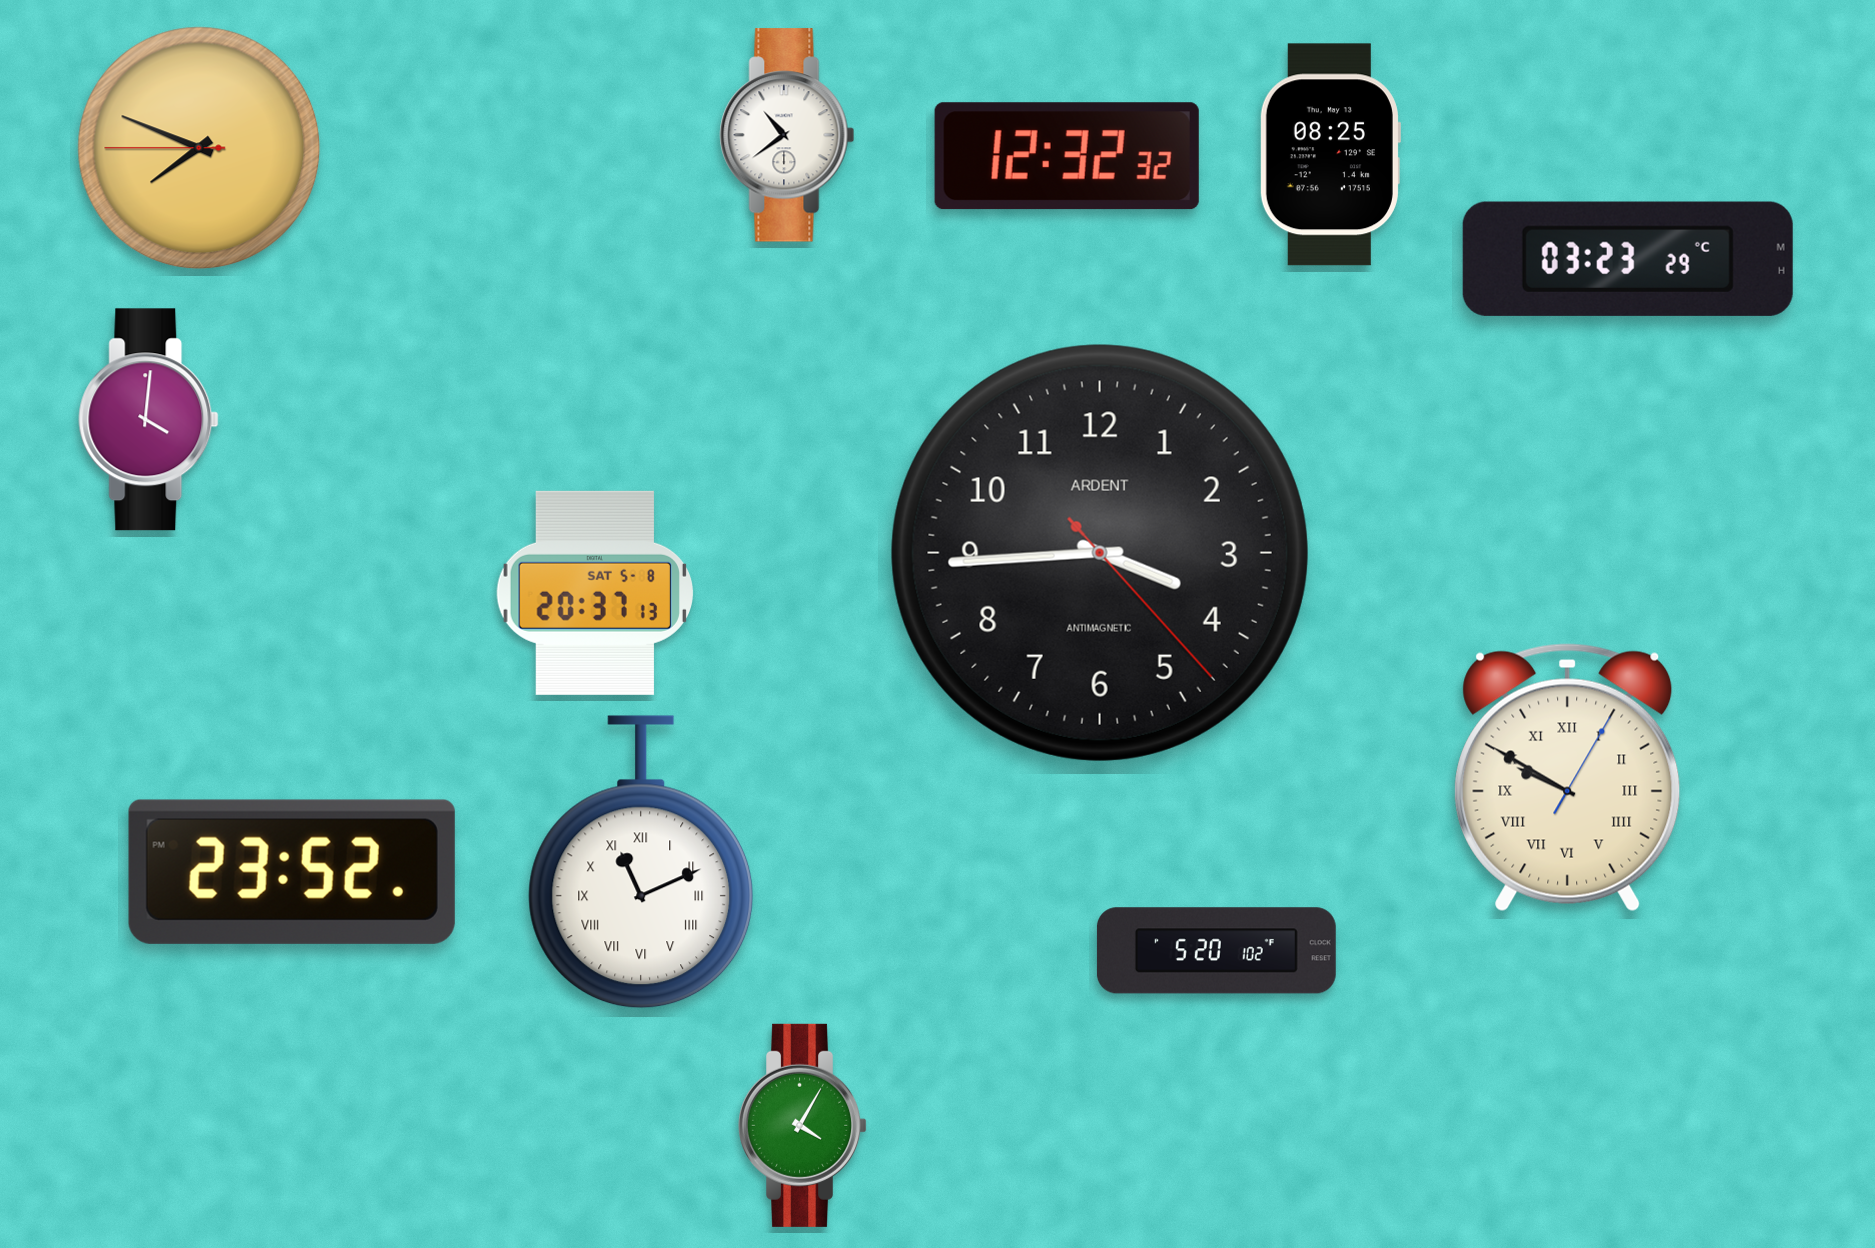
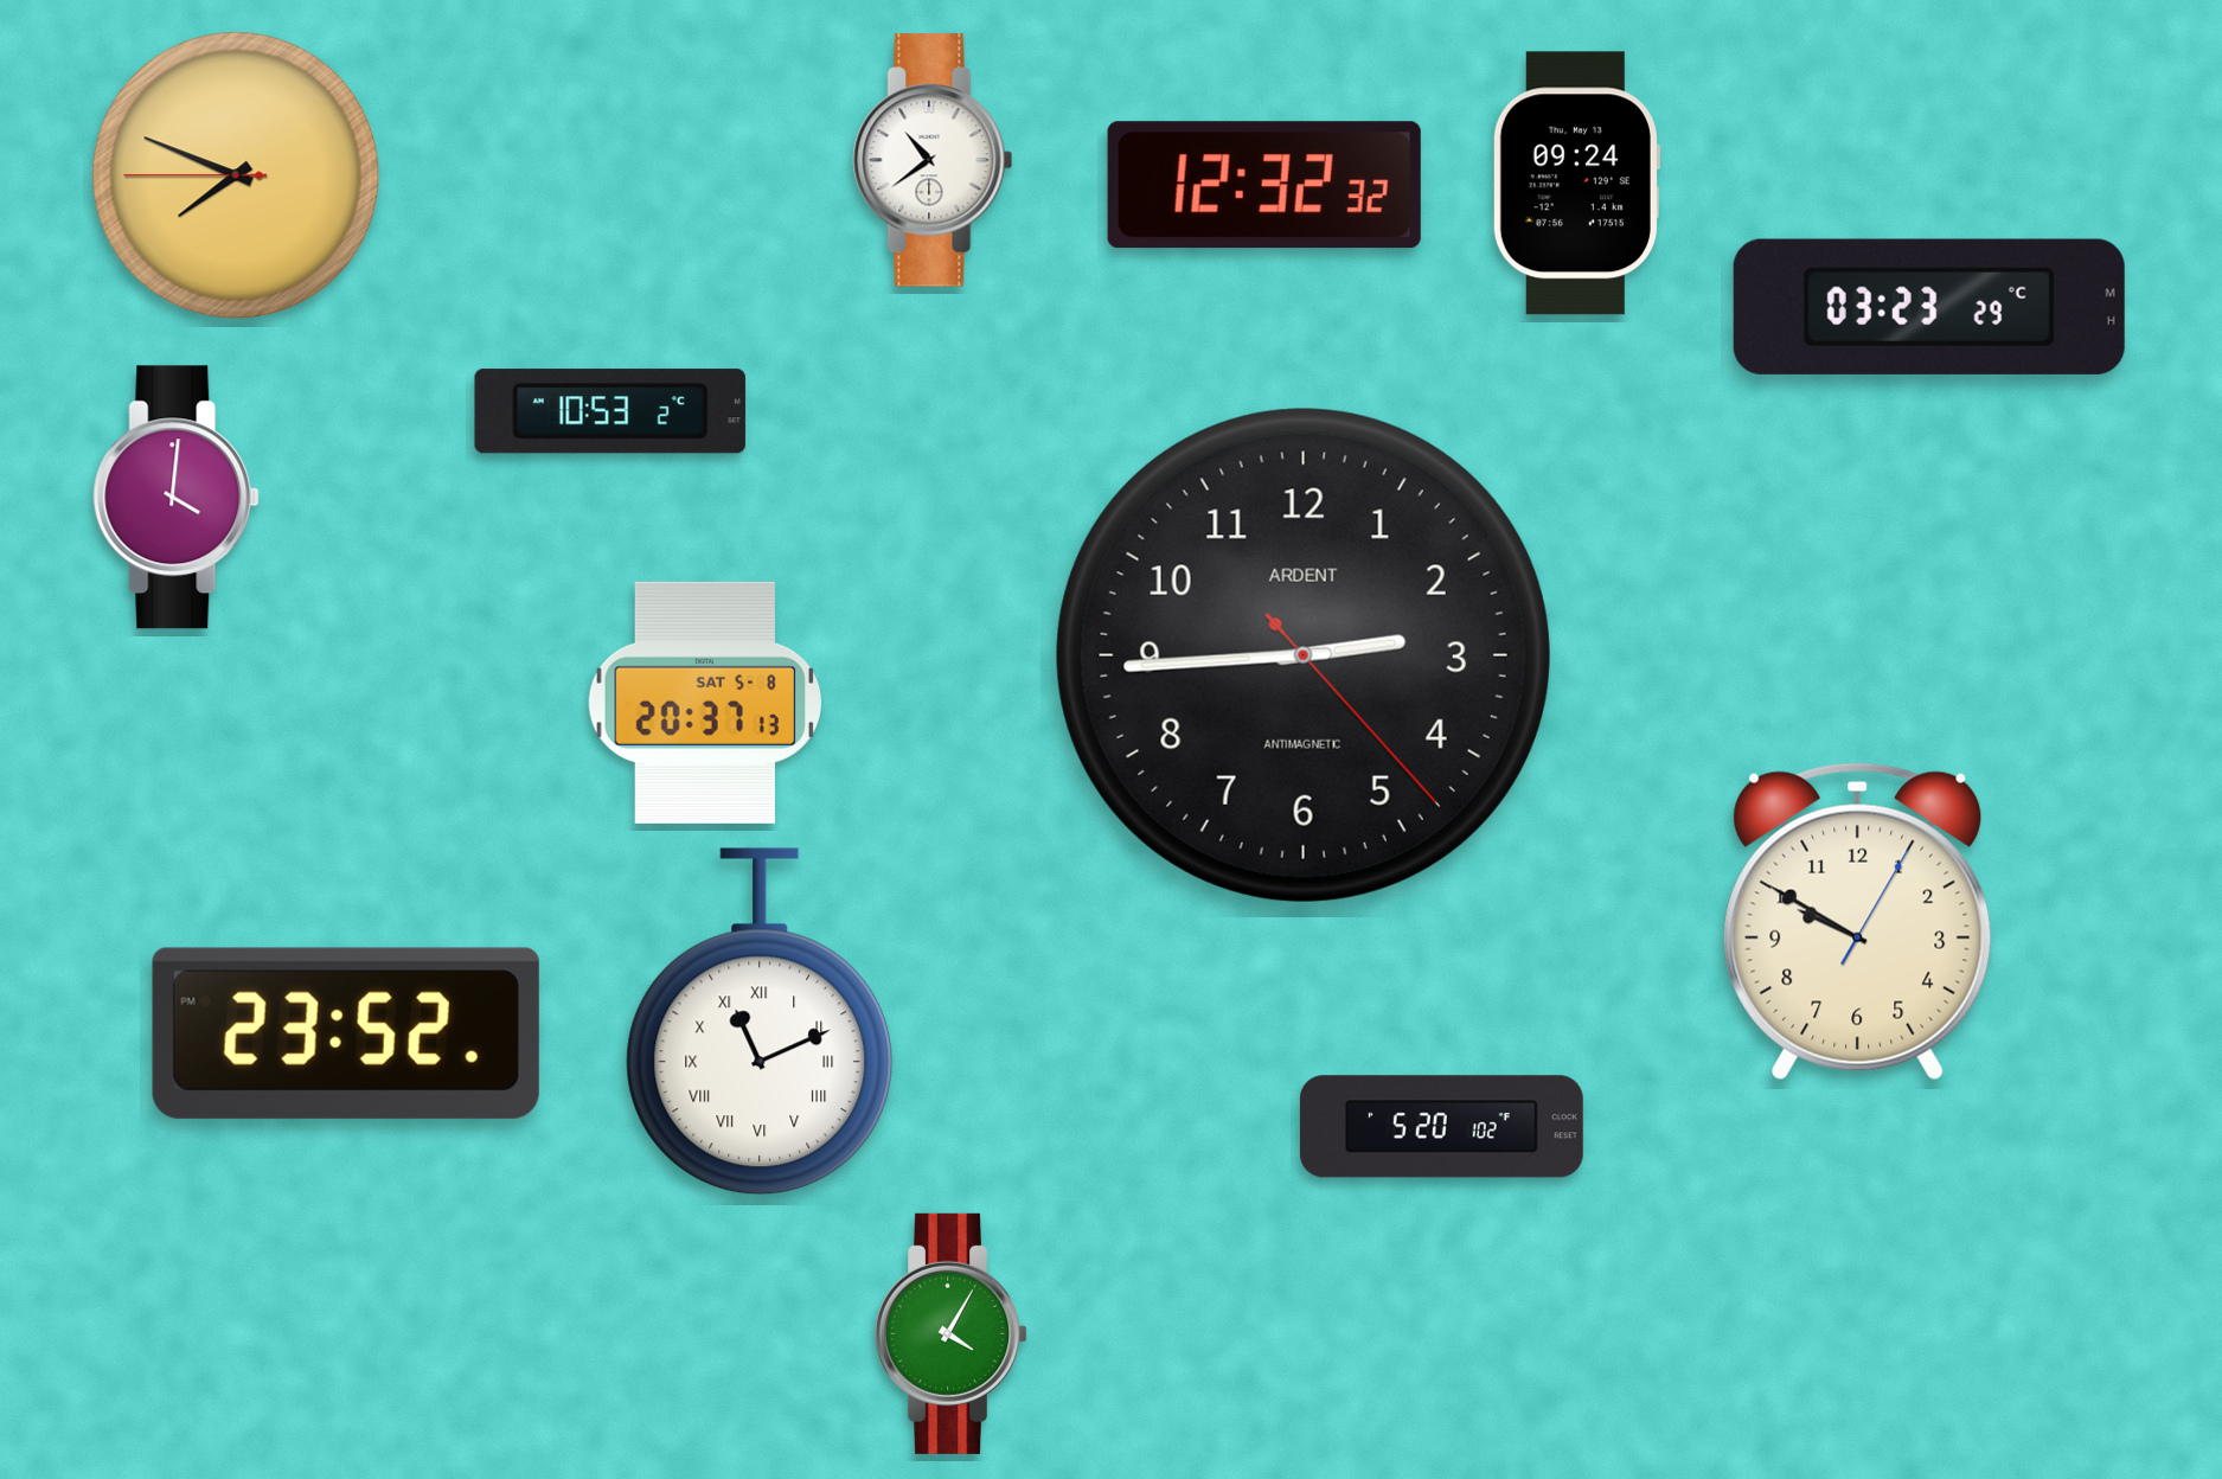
clock at (1330, 155): 08:25 -> 09:24
clock at (610, 411): none -> 10:53
clock at (1100, 553): 3:44 -> 2:44
clock at (1568, 778) numerals: Roman -> Arabic
